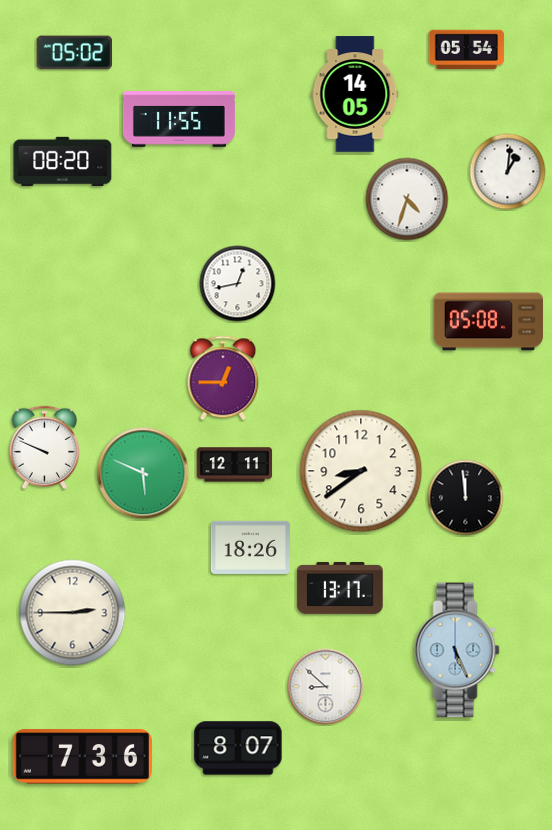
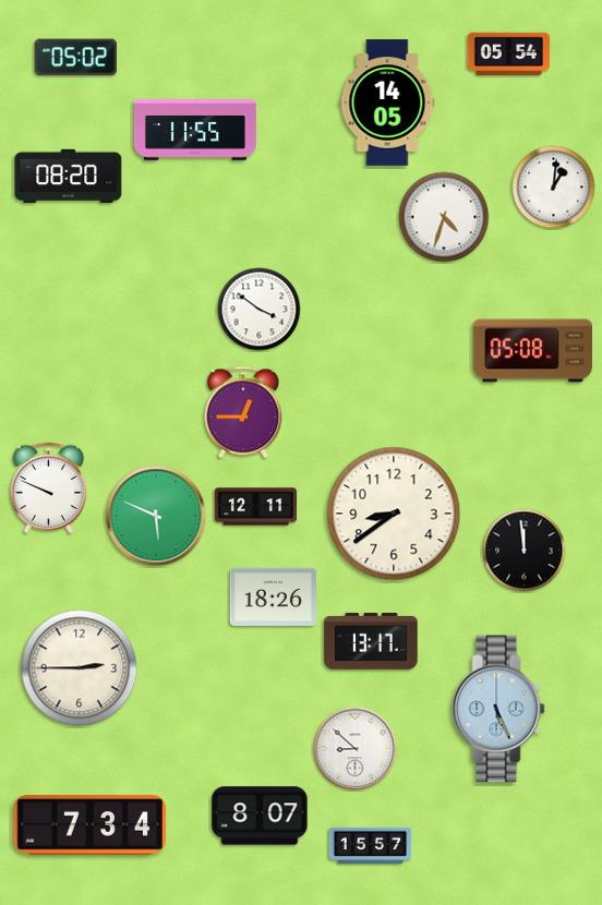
clock at (74, 53) position: (74, 53) -> (75, 58)
clock at (238, 284): 12:43 -> 3:51
clock at (466, 498) position: (466, 498) -> (525, 551)
clock at (82, 757): 7:36 -> 7:34
clock at (371, 845): none -> 15:57
